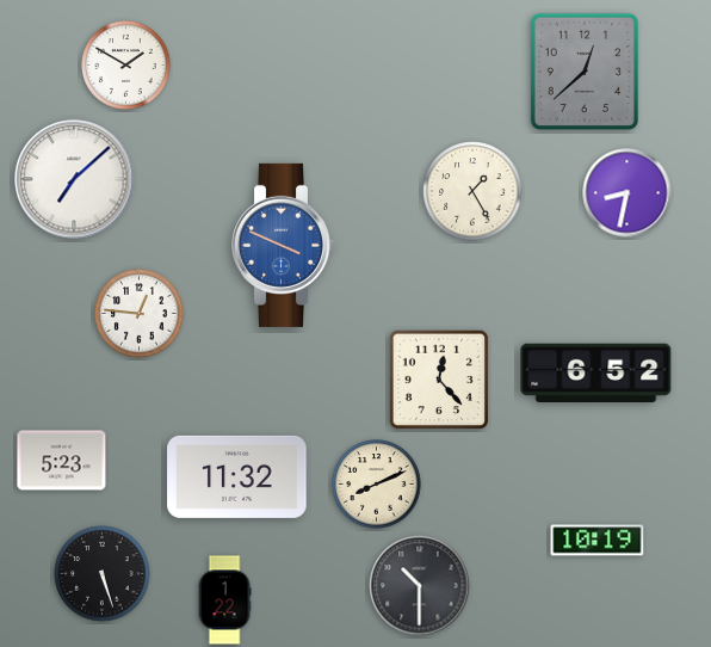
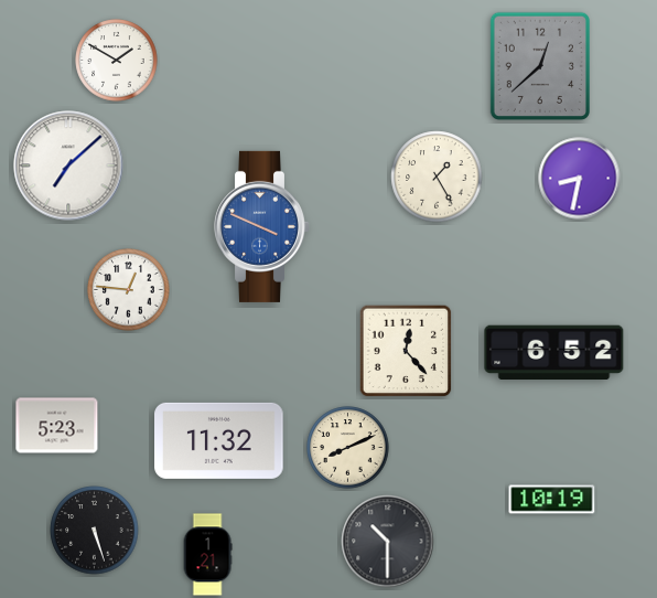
clock at (596, 374) position: (596, 374) -> (554, 353)
clock at (224, 600): 1:22 -> 1:21
